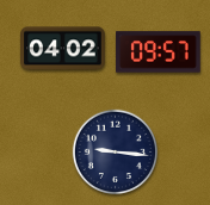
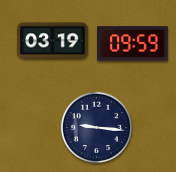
clock at (63, 49): 04:02 -> 03:19
clock at (159, 52): 09:57 -> 09:59
